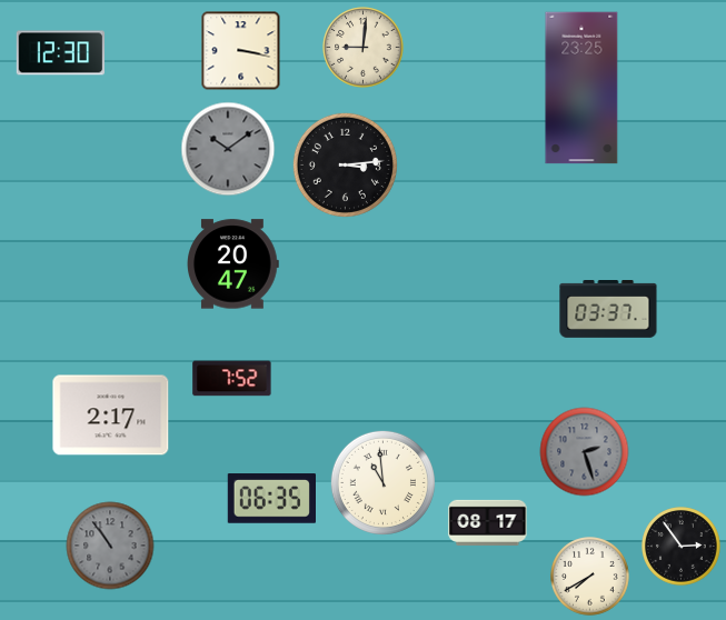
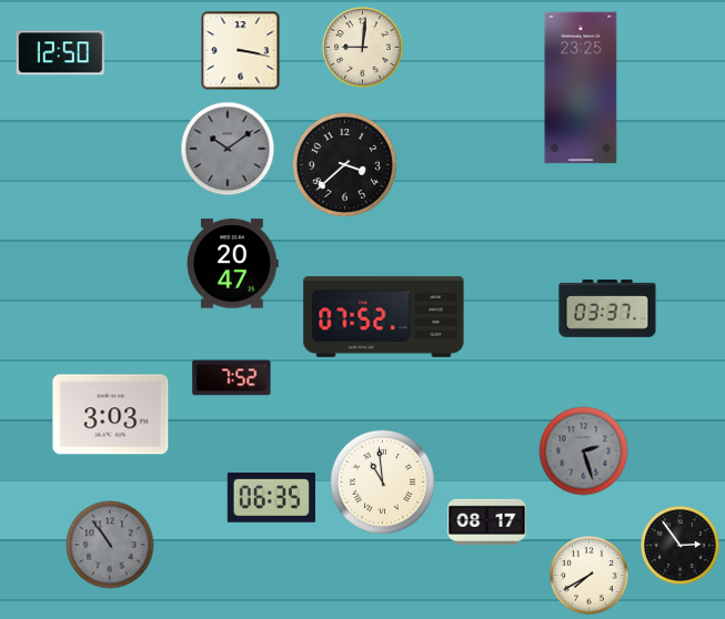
clock at (60, 53): 12:30 -> 12:50
clock at (345, 164): 3:14 -> 3:38
clock at (384, 316): none -> 07:52
clock at (111, 416): 2:17 -> 3:03
